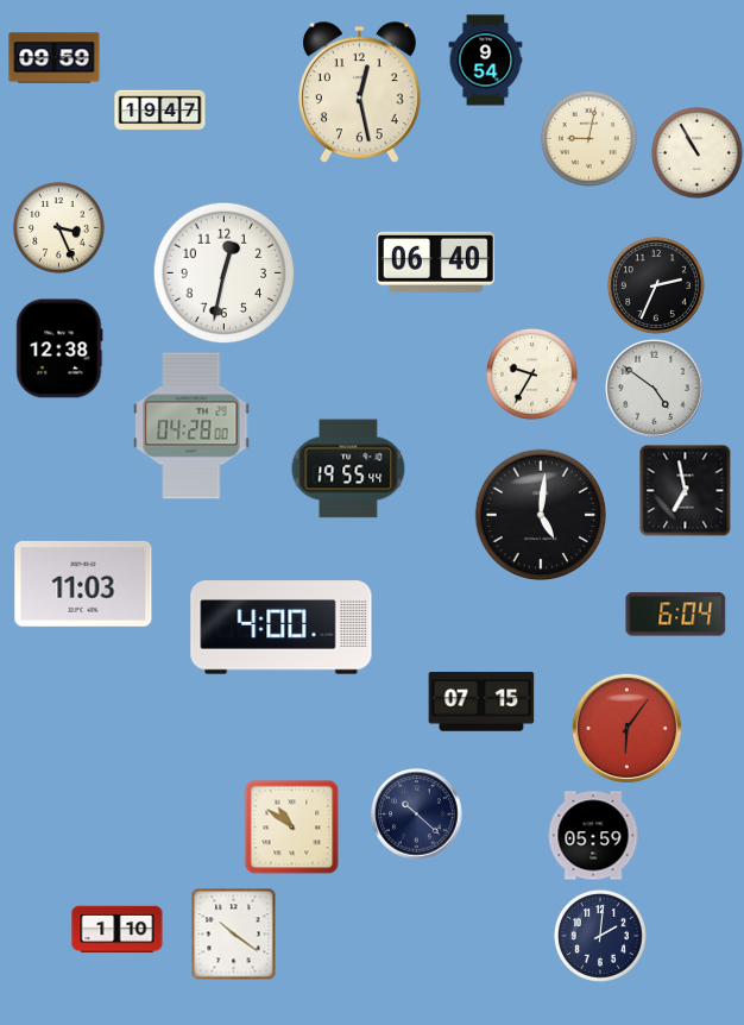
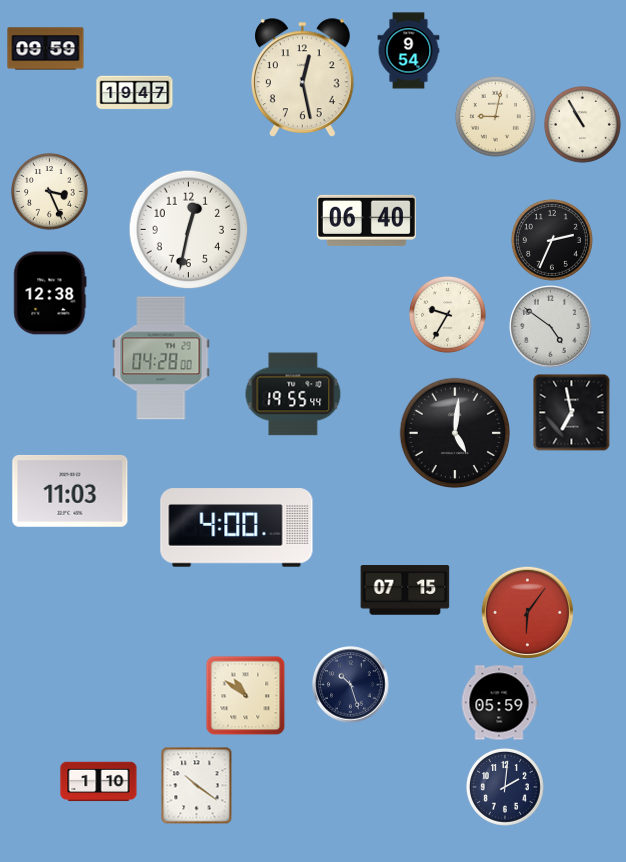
clock at (696, 152) position: (696, 152) -> (582, 124)
clock at (685, 490) position: (685, 490) -> (571, 412)
clock at (676, 615): 6:04 -> none
clock at (417, 815): 10:22 -> 10:27
